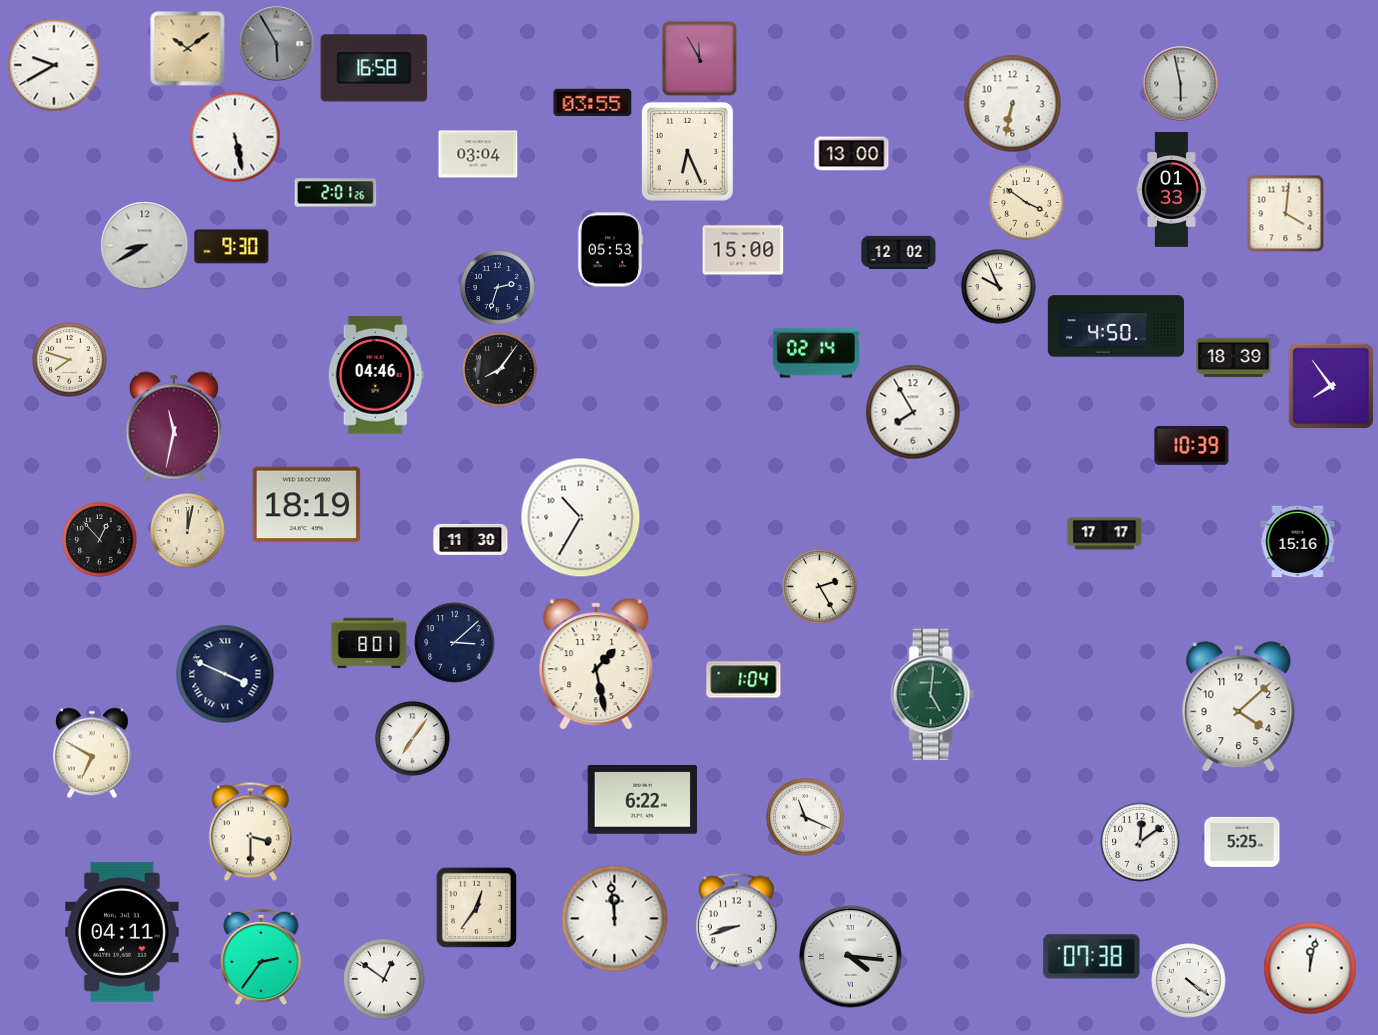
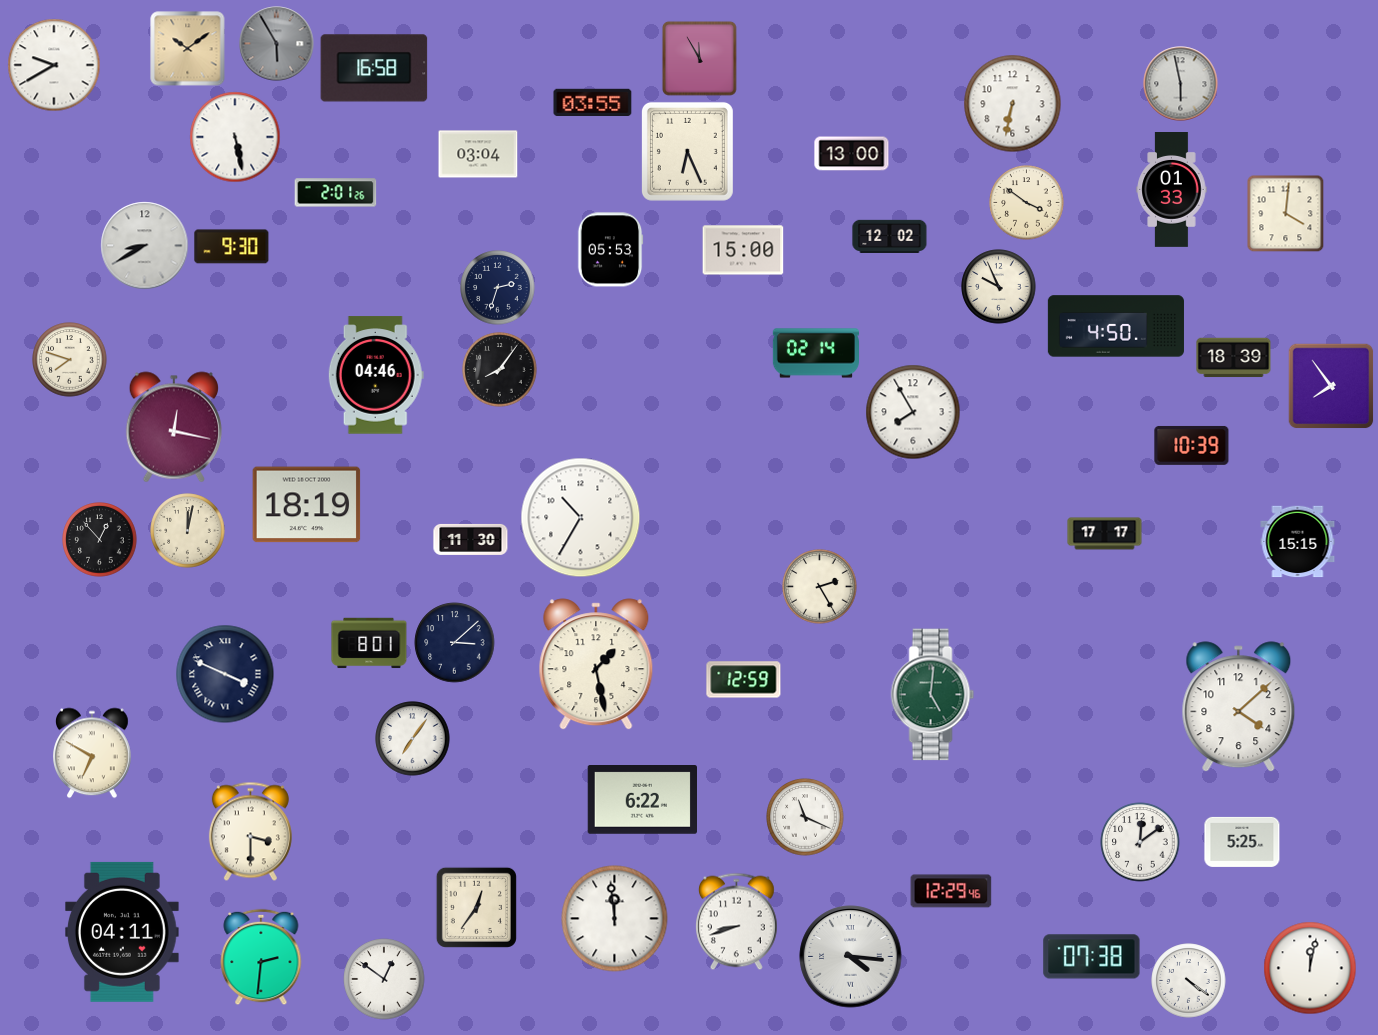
clock at (899, 252) position: (899, 252) -> (890, 236)
clock at (174, 427): 11:32 -> 12:17
clock at (1298, 542): 15:16 -> 15:15
clock at (744, 680): 1:04 -> 12:59
clock at (951, 891): none -> 12:29
clock at (261, 957): 2:36 -> 2:31
